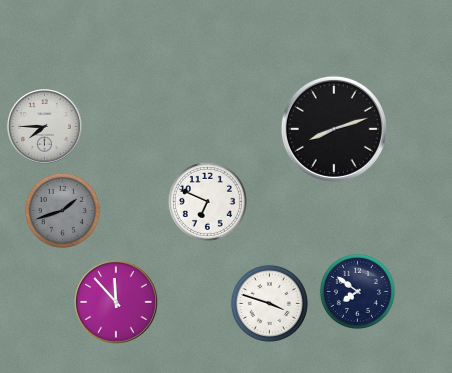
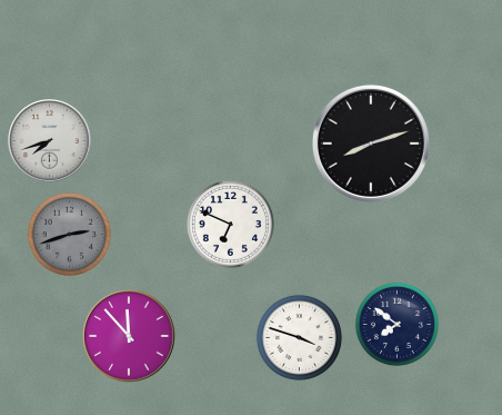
clock at (45, 127): 7:45 -> 7:42
clock at (62, 210): 1:42 -> 2:42
